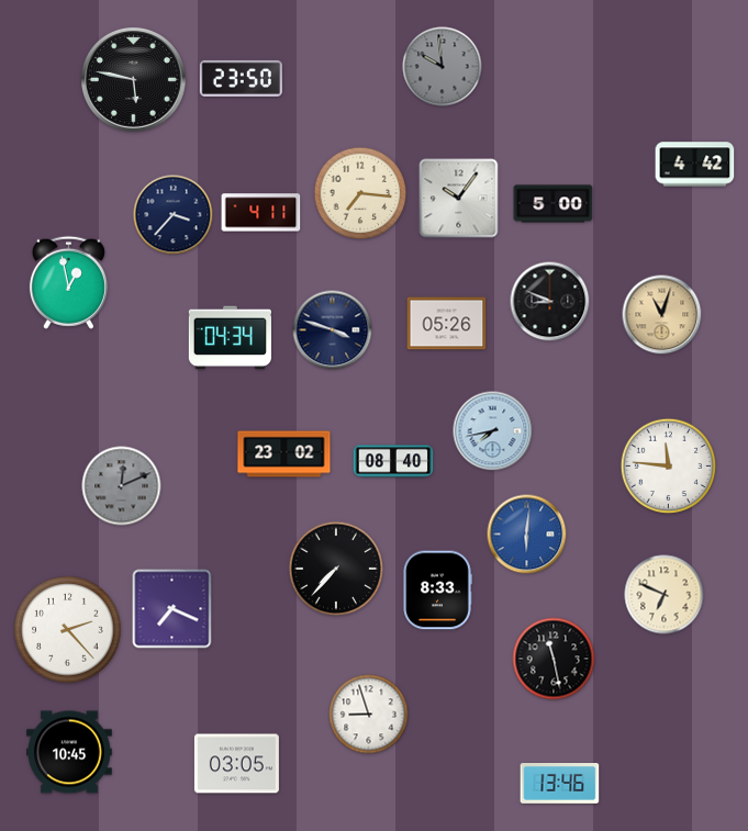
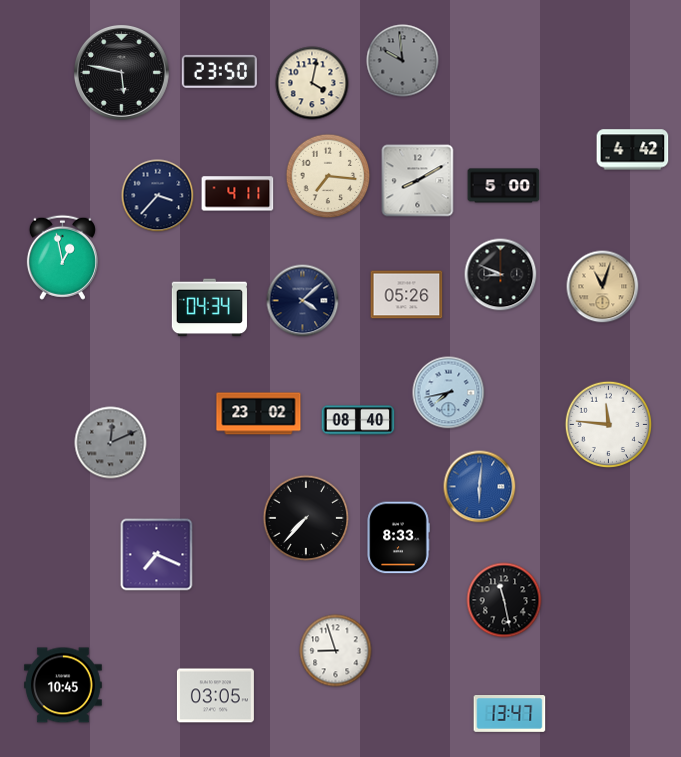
clock at (312, 83): none -> 4:02
clock at (459, 199): 10:06 -> 8:10
clock at (333, 330): 3:48 -> 4:08
clock at (665, 595): 6:49 -> none
clock at (68, 630): 2:23 -> none
clock at (560, 784): 13:46 -> 13:47
